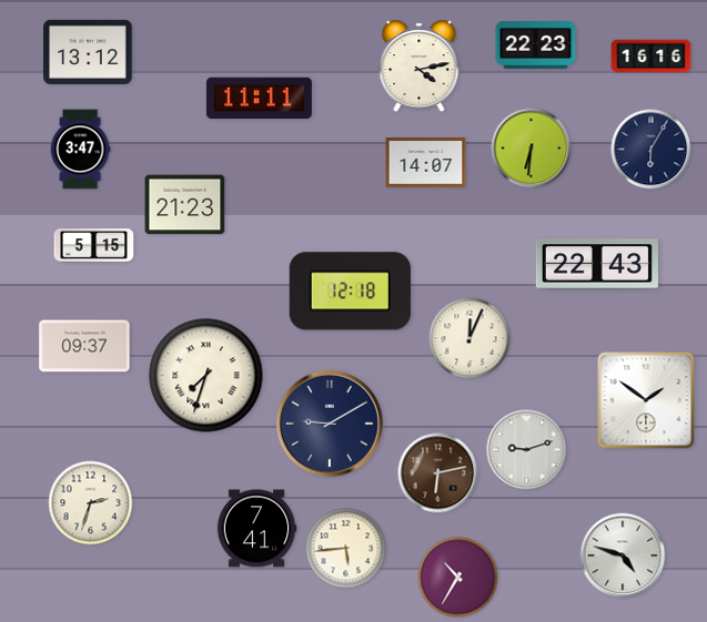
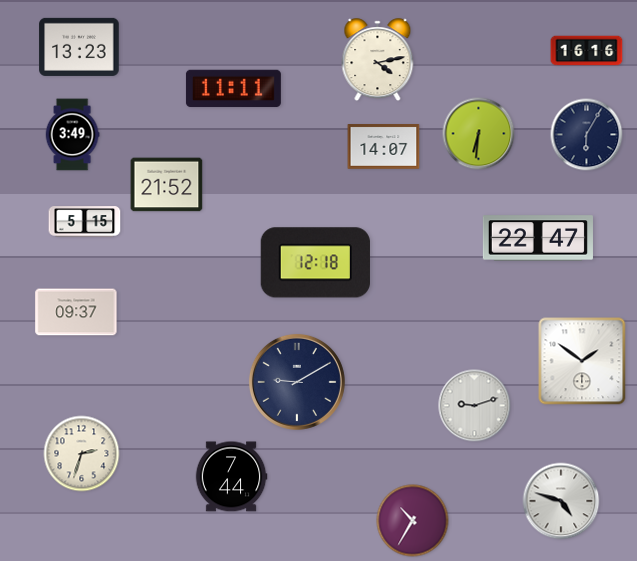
clock at (536, 45): 22:23 -> none
clock at (88, 52): 13:12 -> 13:23
clock at (80, 150): 3:47 -> 3:49
clock at (185, 205): 21:23 -> 21:52
clock at (597, 264): 22:43 -> 22:47
clock at (469, 338): 12:04 -> none
clock at (206, 376): 7:33 -> none
clock at (438, 473): 6:13 -> none
clock at (256, 529): 7:41 -> 7:44
clock at (346, 549): 5:44 -> none
